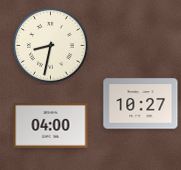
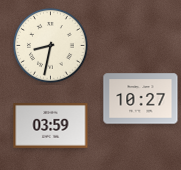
clock at (141, 104) position: (141, 104) -> (141, 99)
clock at (51, 126): 04:00 -> 03:59
